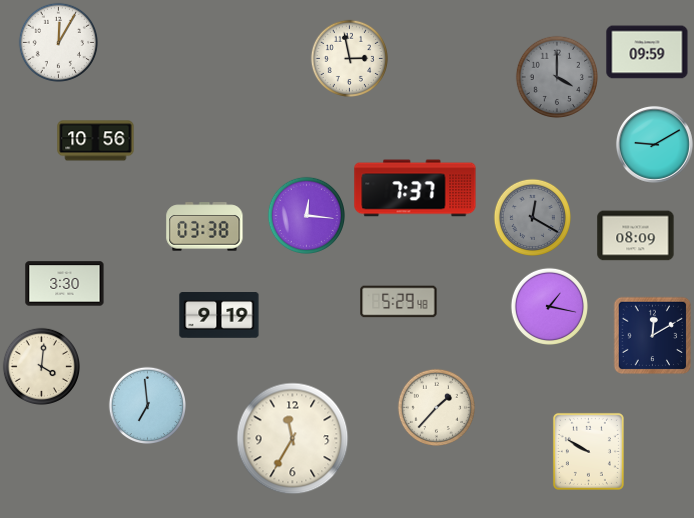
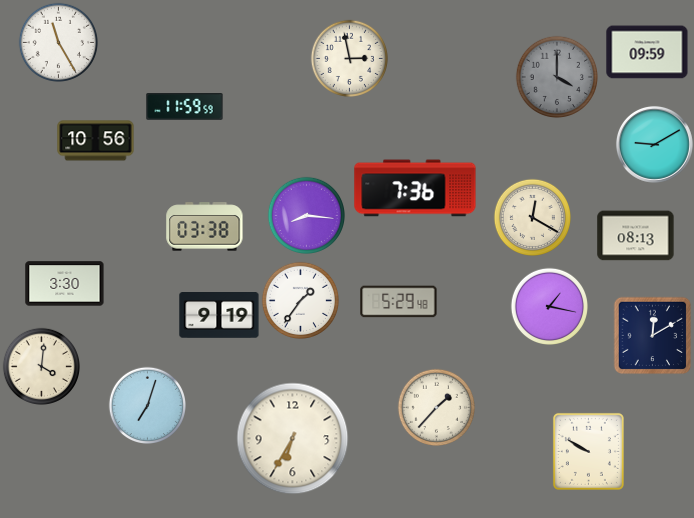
clock at (58, 42): 12:05 -> 11:25
clock at (185, 107): none -> 11:59
clock at (415, 188): 7:37 -> 7:36
clock at (306, 215): 12:16 -> 8:16
clock at (532, 217) dial: grey -> cream
clock at (636, 236): 08:09 -> 08:13
clock at (300, 300): none -> 1:36
clock at (147, 405): 6:59 -> 7:03
clock at (293, 439): 11:35 -> 6:35
